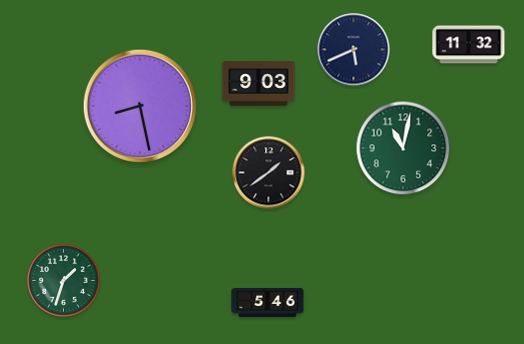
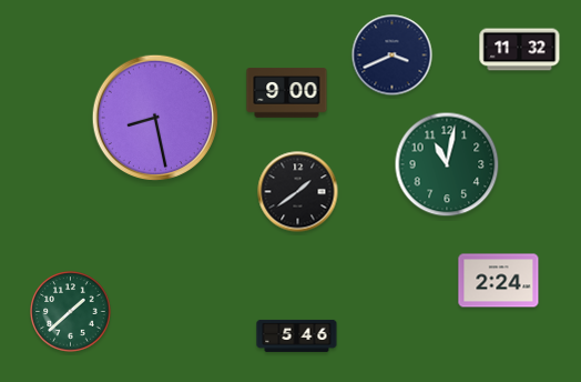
clock at (354, 50): 5:41 -> 3:41
clock at (259, 84): 9:03 -> 9:00
clock at (499, 281): none -> 2:24
clock at (64, 281): 1:33 -> 1:38
